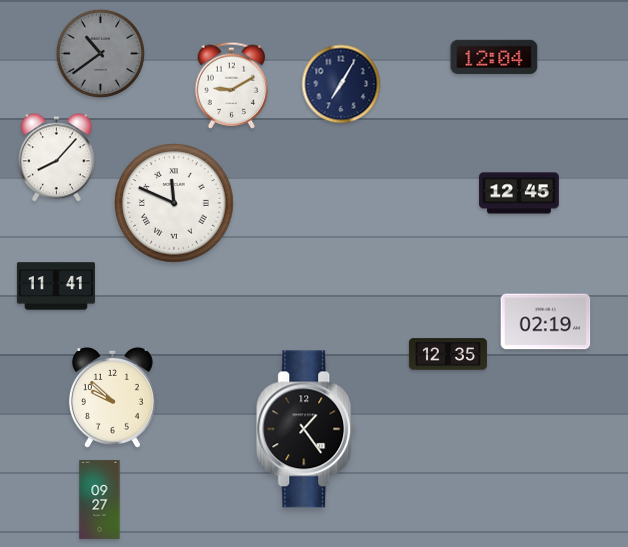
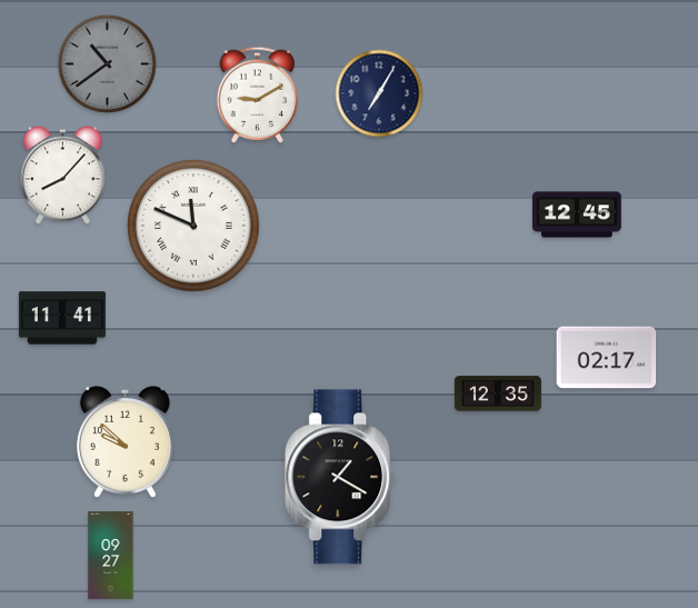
clock at (100, 53) position: (100, 53) -> (107, 63)
clock at (494, 57): 12:04 -> none
clock at (546, 322): 02:19 -> 02:17
clock at (307, 429): 1:24 -> 1:20
